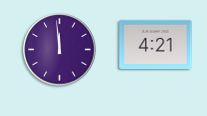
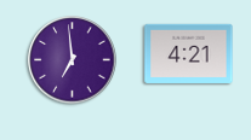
clock at (60, 50): 11:59 -> 6:59
